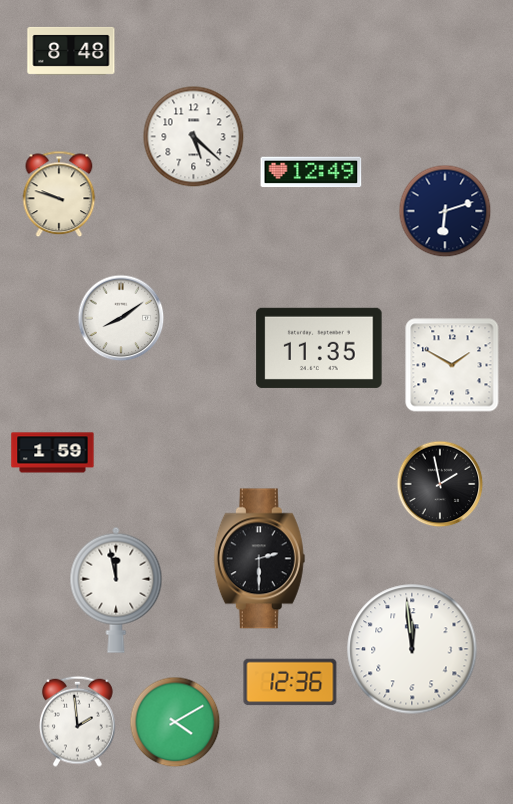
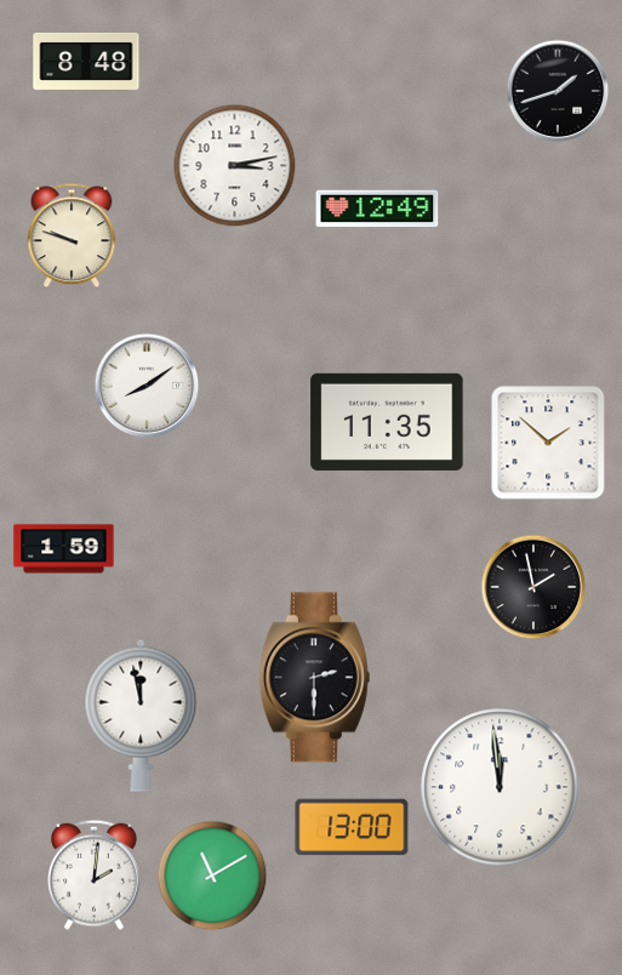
clock at (558, 91): none -> 1:42
clock at (194, 137): 5:22 -> 3:13
clock at (445, 211): 6:12 -> none
clock at (452, 365): 1:50 -> 1:52
clock at (290, 682): 12:36 -> 13:00
clock at (78, 721): 1:59 -> 2:01
clock at (175, 722): 4:10 -> 11:10
